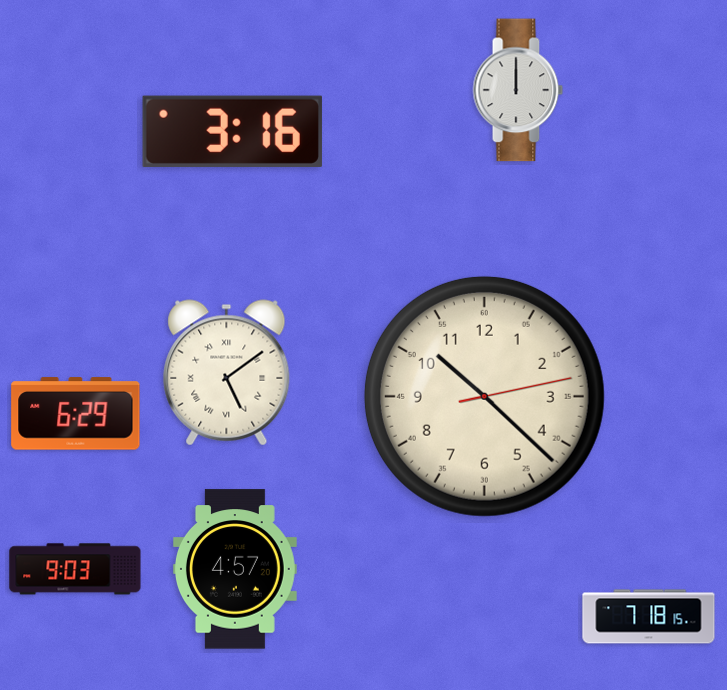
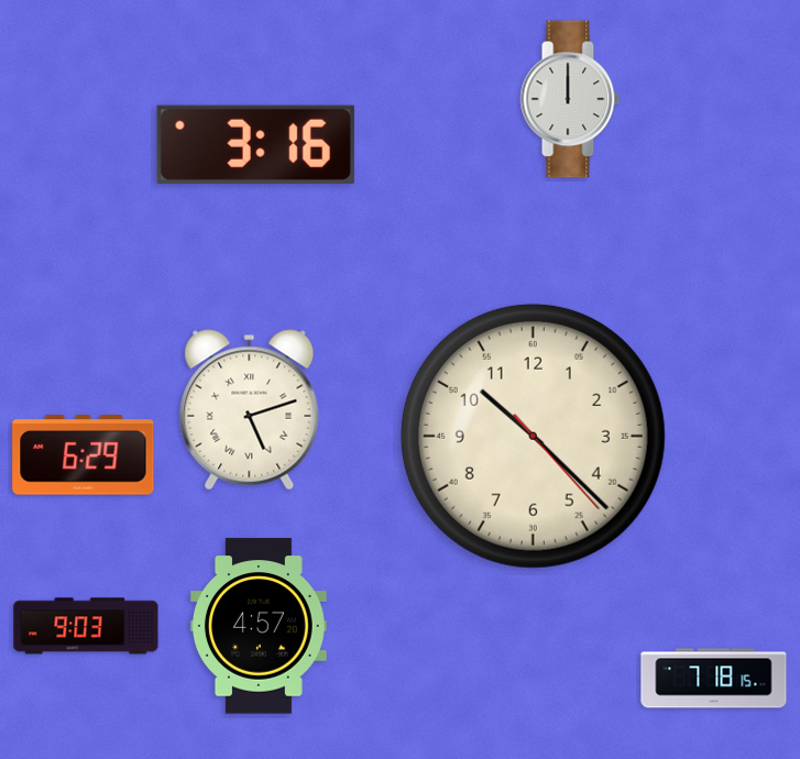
clock at (227, 373): 5:09 -> 5:12
clock at (484, 396): 10:22:13 -> 10:22:23
clock at (75, 569) position: (75, 569) -> (86, 626)
